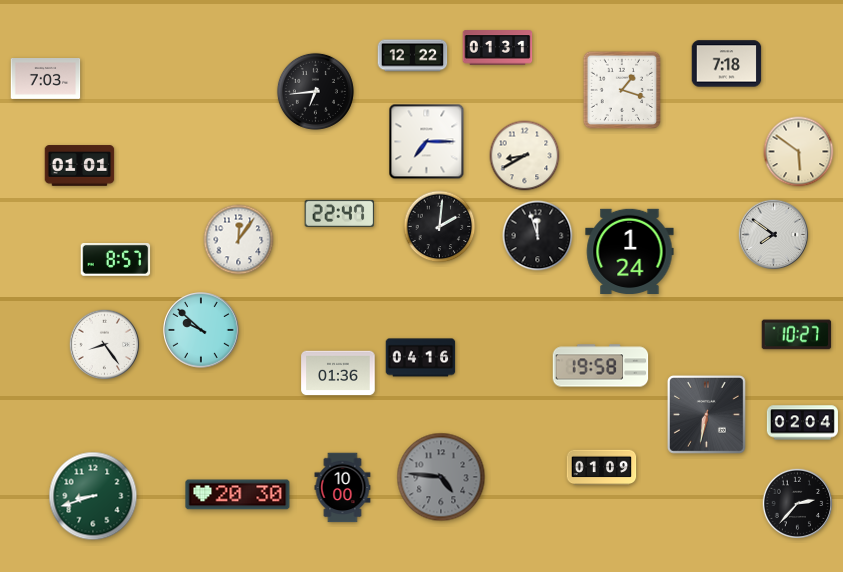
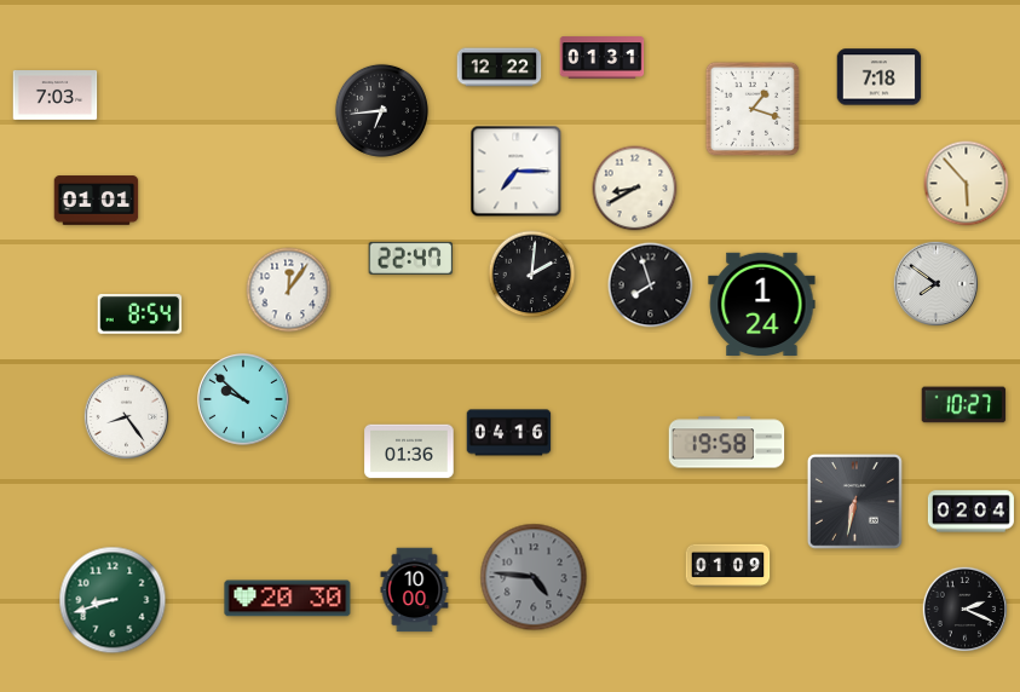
clock at (799, 152): 5:51 -> 5:53
clock at (538, 236): 11:57 -> 7:57
clock at (116, 260): 8:57 -> 8:54
clock at (798, 504): 2:37 -> 2:19
